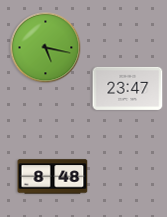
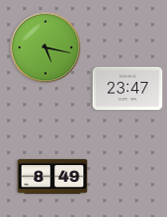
clock at (53, 177): 8:48 -> 8:49
